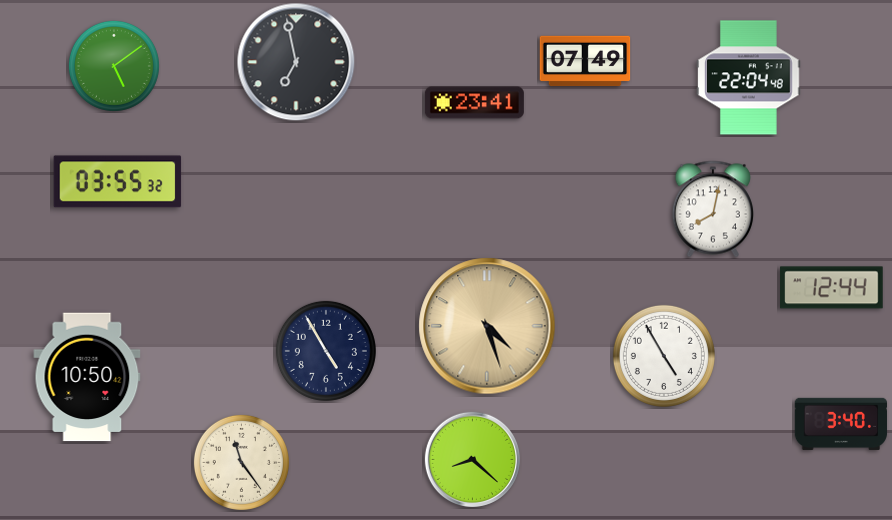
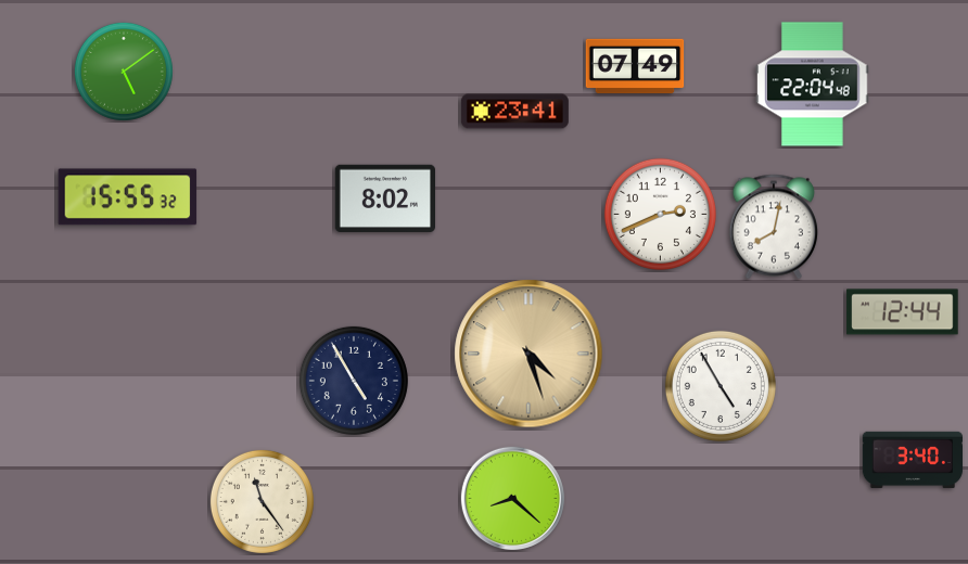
clock at (296, 62): 6:58 -> none
clock at (118, 182): 03:55 -> 15:55
clock at (384, 197): none -> 8:02
clock at (660, 214): none -> 2:41
clock at (87, 377): 10:50 -> none
